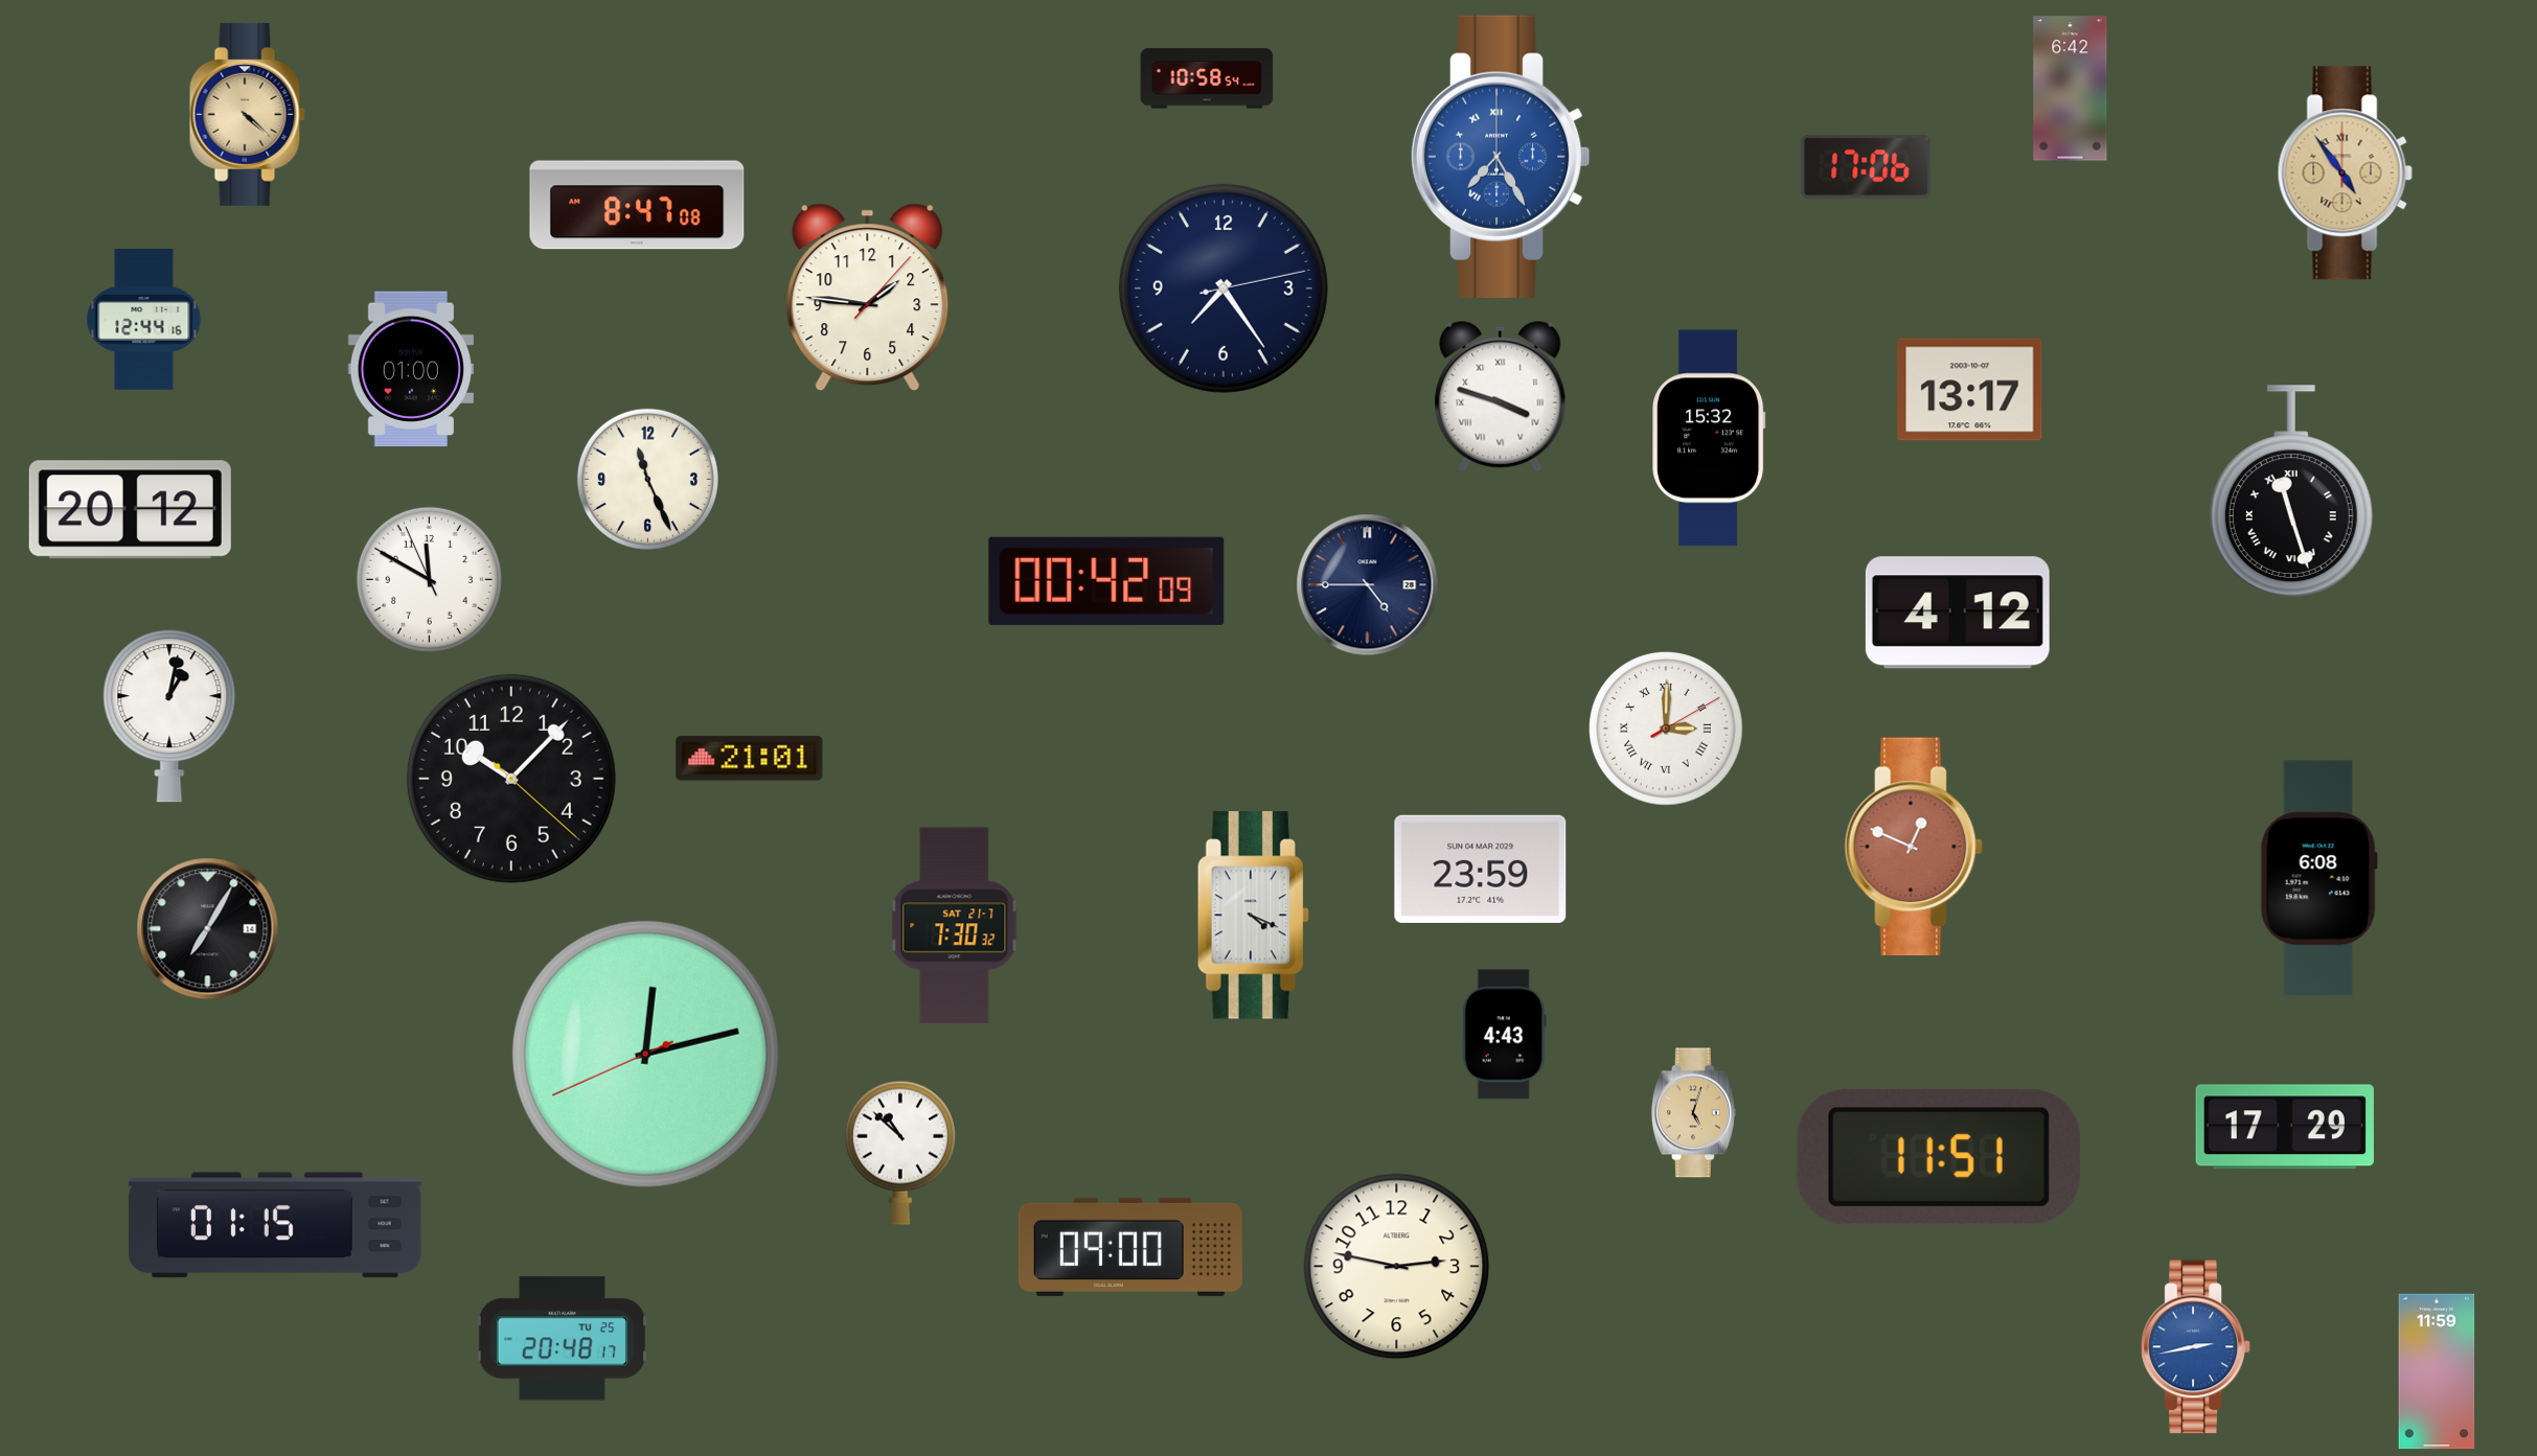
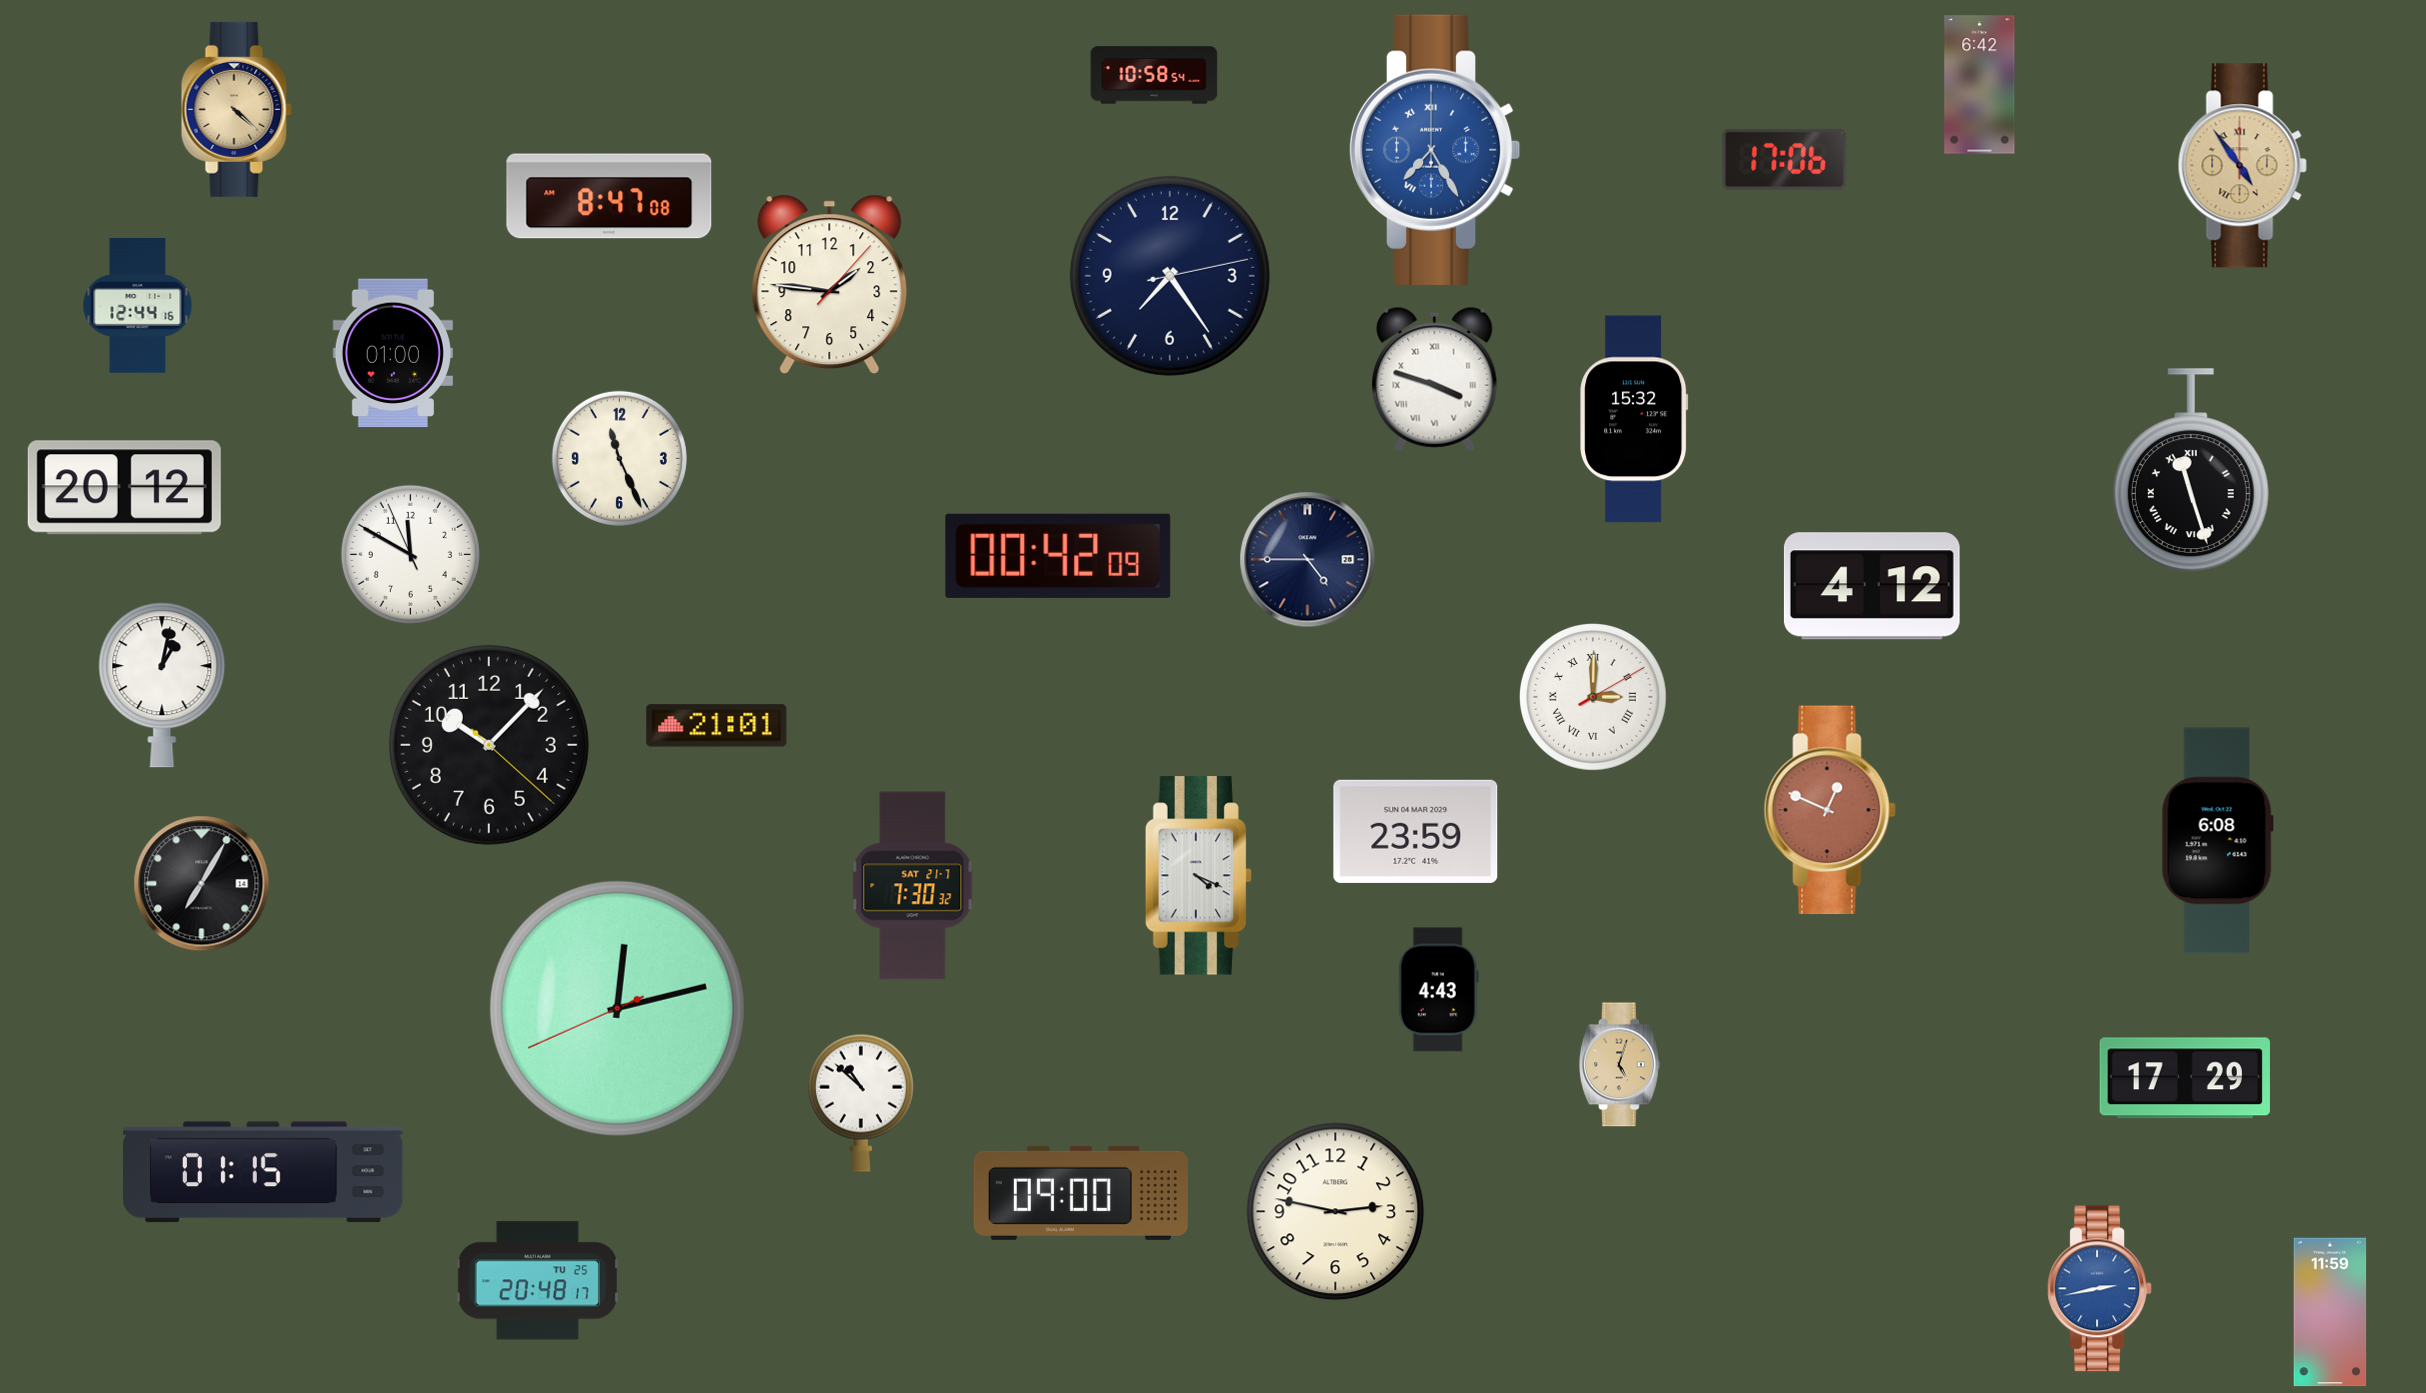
clock at (1970, 390): 13:17 -> none
clock at (208, 929) position: (208, 929) -> (202, 884)
clock at (1939, 1157): 11:51 -> none
